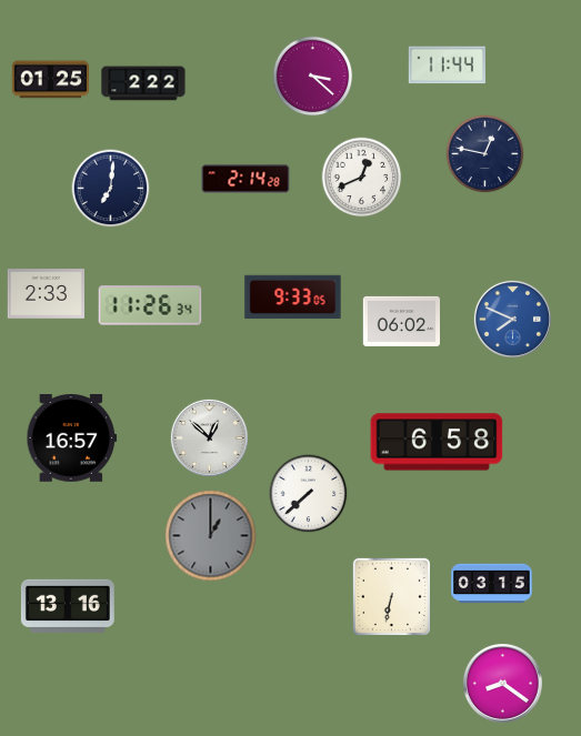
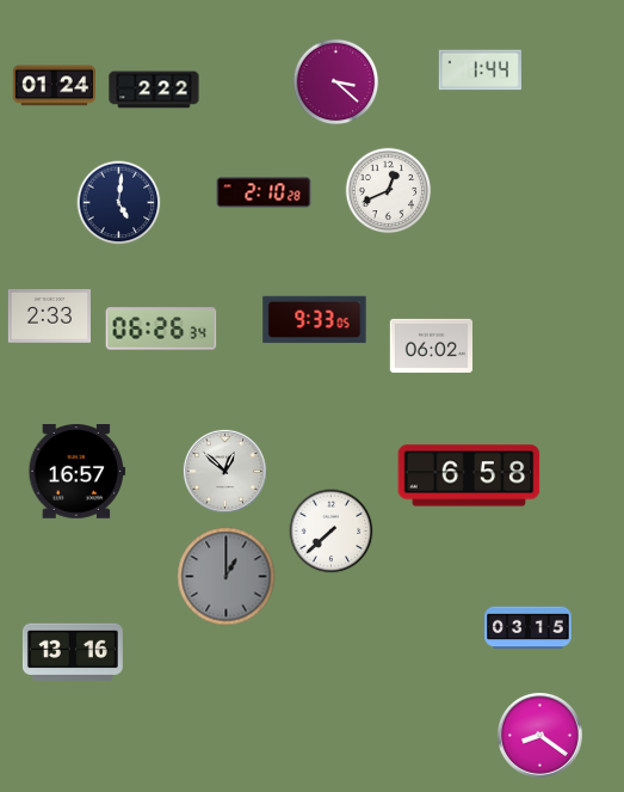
clock at (447, 65): 11:44 -> 1:44
clock at (50, 80): 01:25 -> 01:24
clock at (485, 154): 12:47 -> none
clock at (246, 179): 2:14 -> 2:10
clock at (111, 189): 7:01 -> 5:01
clock at (150, 305): 11:26 -> 06:26
clock at (512, 319): 7:49 -> none
clock at (391, 596): 6:32 -> none
